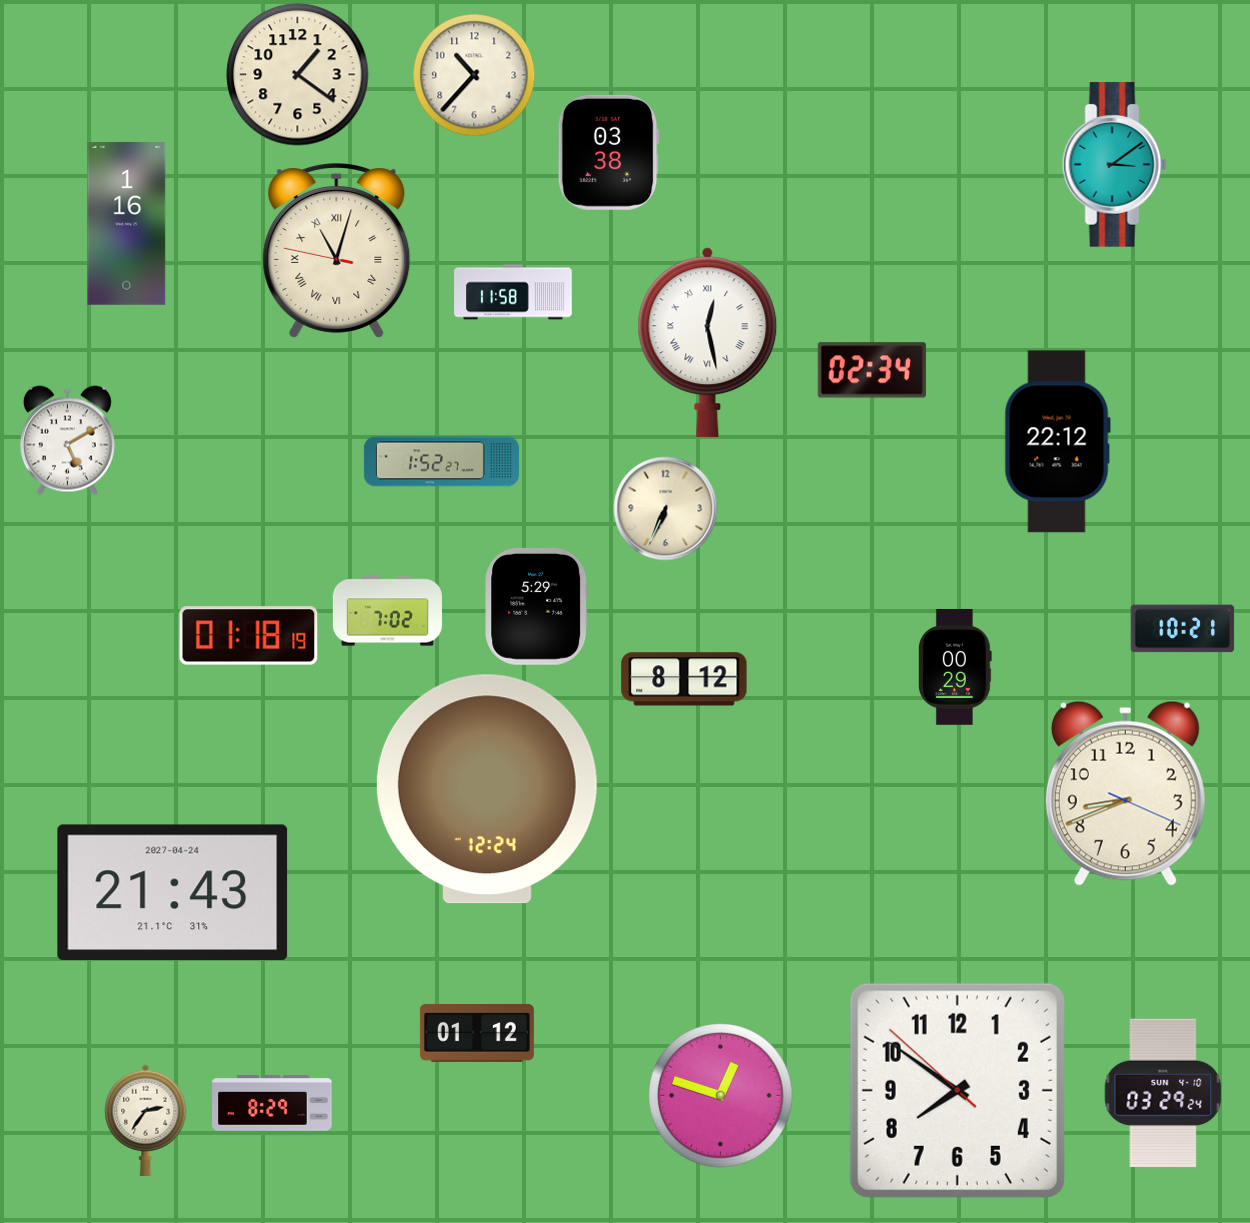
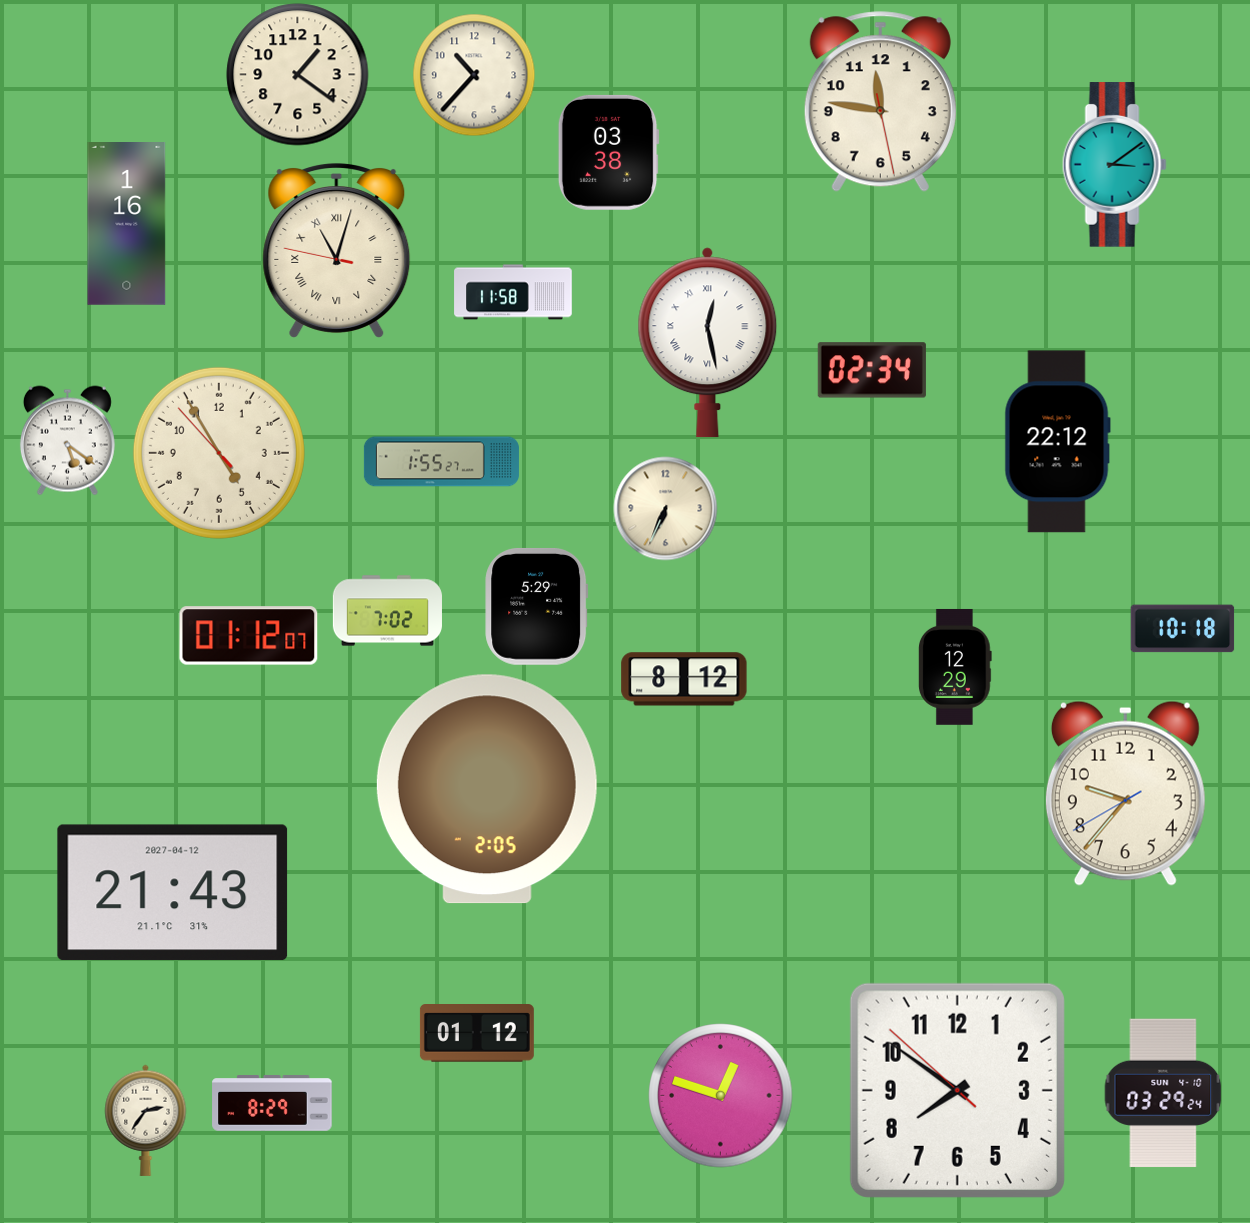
clock at (880, 102): none -> 11:46
clock at (67, 441): 5:10 -> 5:21
clock at (219, 453): none -> 4:54
clock at (441, 462): 1:52 -> 1:55
clock at (1183, 629): 10:21 -> 10:18
clock at (249, 636): 01:18 -> 01:12
clock at (956, 667): 00:29 -> 12:29
clock at (487, 789): 12:24 -> 2:05
clock at (1125, 793): 8:41 -> 9:36
clock at (173, 893) date: 2027-04-24 -> 2027-04-12
